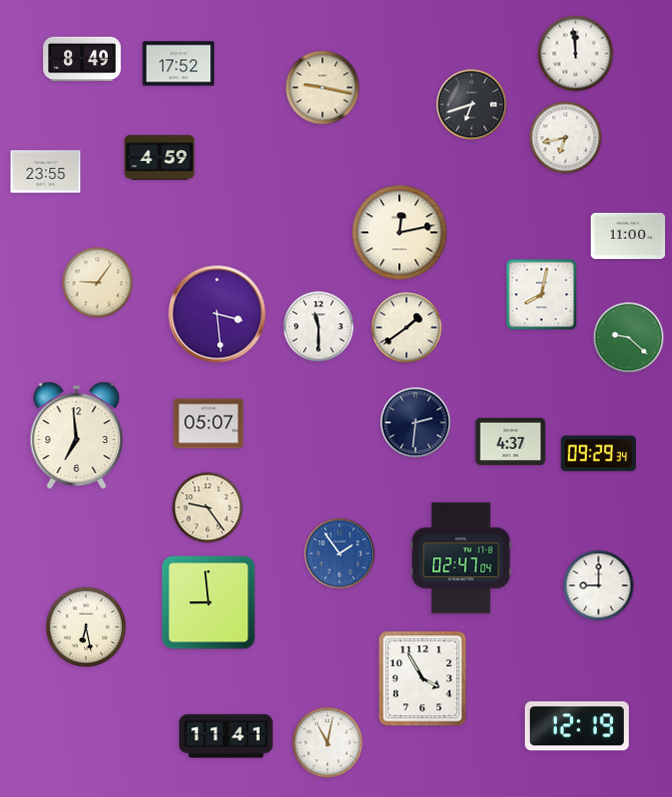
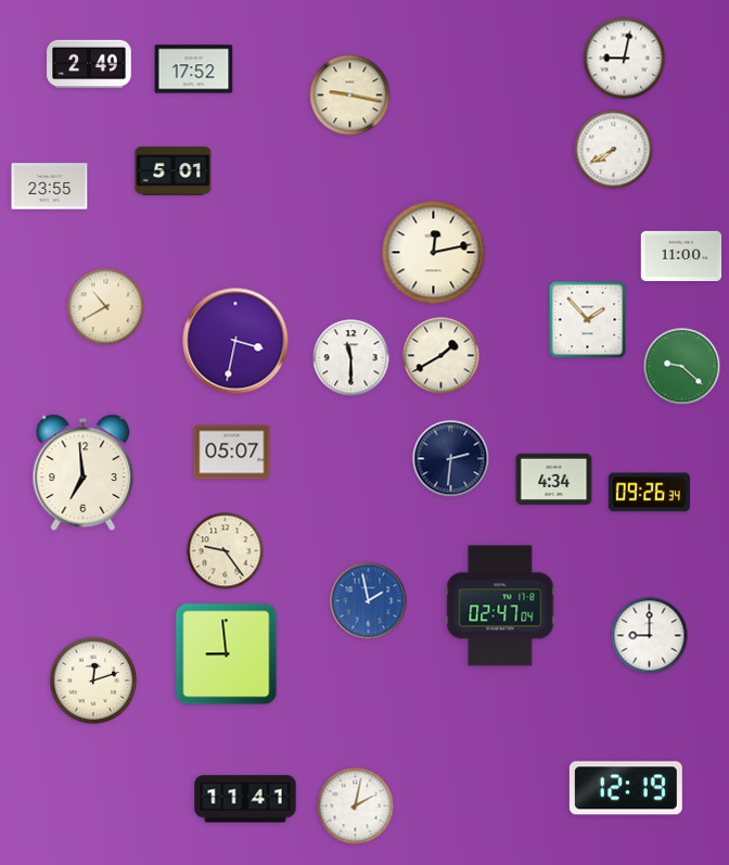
clock at (576, 54): 11:59 -> 9:02
clock at (82, 59): 8:49 -> 2:49
clock at (472, 105): 6:42 -> none
clock at (566, 138): 6:43 -> 7:40
clock at (160, 158): 4:59 -> 5:01
clock at (98, 283): 9:06 -> 10:40
clock at (542, 295): 8:02 -> 1:53
clock at (217, 314): 3:29 -> 3:32
clock at (319, 327) position: (319, 327) -> (351, 358)
clock at (407, 328): 1:39 -> 1:40
clock at (209, 424) position: (209, 424) -> (232, 453)
clock at (511, 441): 4:37 -> 4:34
clock at (598, 454): 09:29 -> 09:26
clock at (340, 554): 1:54 -> 1:58
clock at (86, 627): 6:28 -> 12:12
clock at (423, 679): 3:55 -> none
clock at (328, 743): 11:02 -> 2:02
